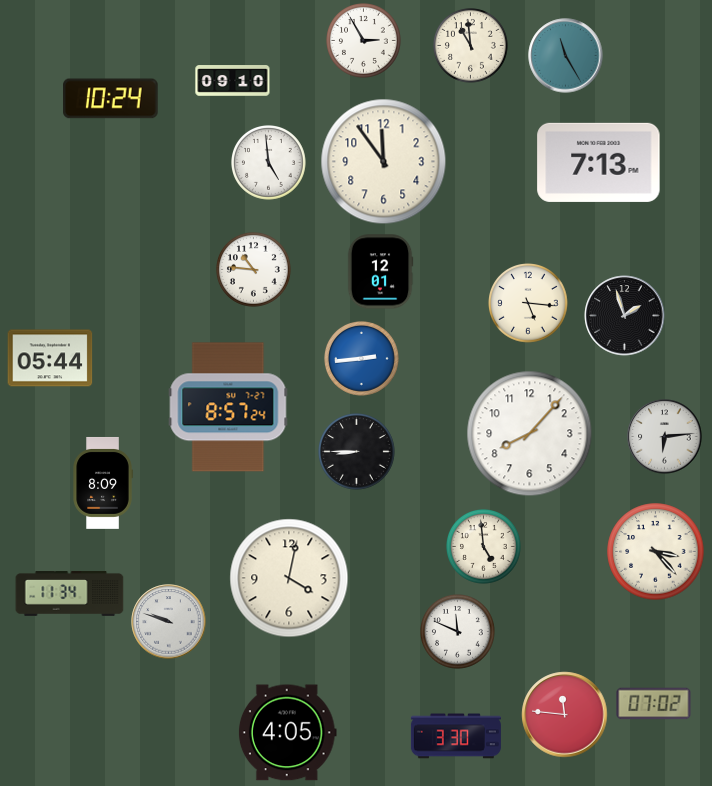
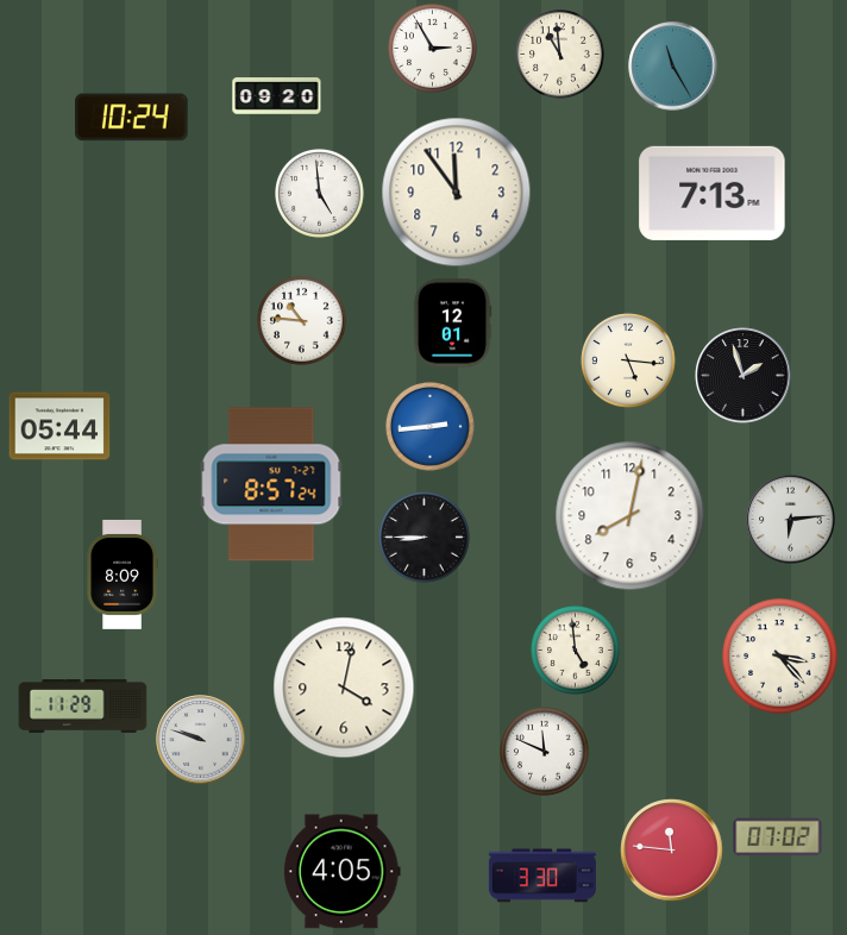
clock at (233, 81): 09:10 -> 09:20
clock at (530, 434): 8:07 -> 8:02
clock at (70, 594): 11:34 -> 11:29
